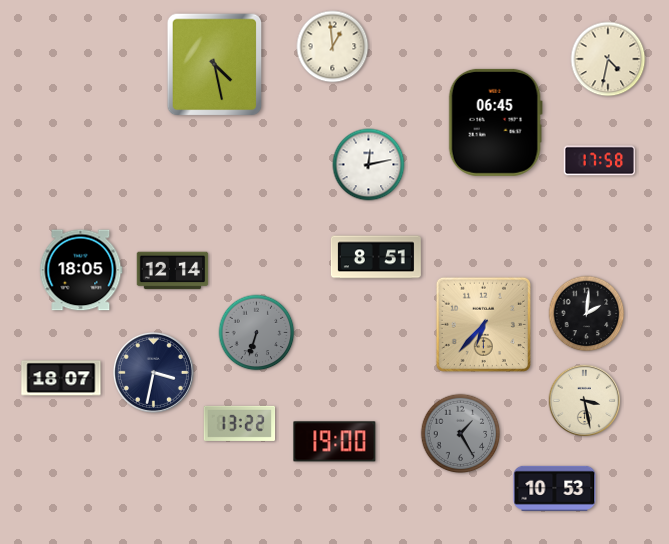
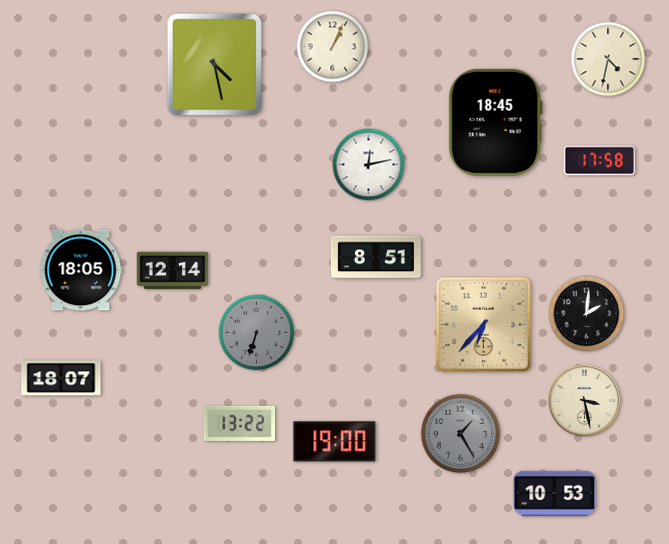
clock at (333, 47): 12:59 -> 1:04
clock at (495, 122): 06:45 -> 18:45
clock at (153, 372): 3:32 -> none
clock at (555, 488) position: (555, 488) -> (555, 493)
